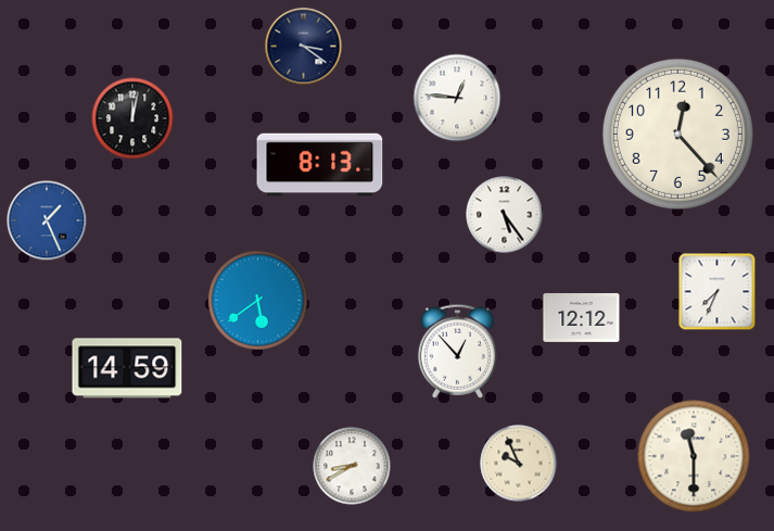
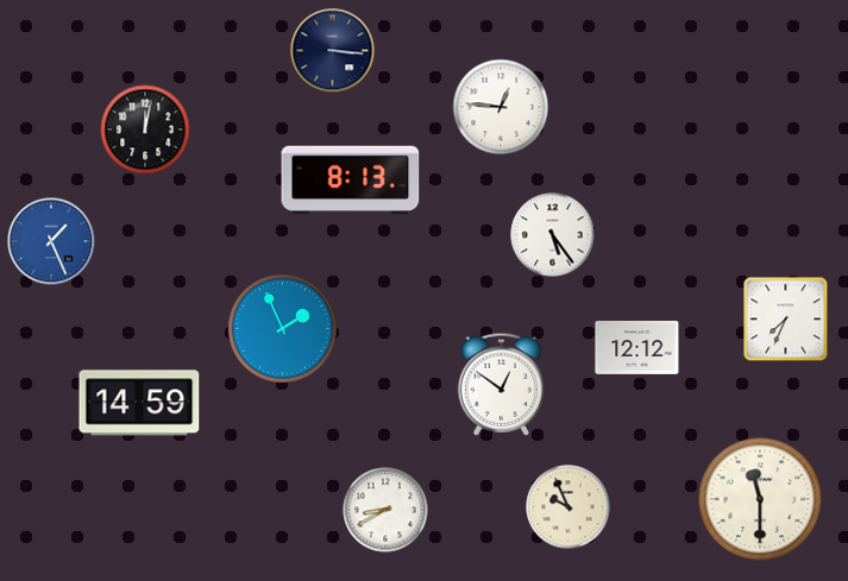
clock at (304, 47): 3:21 -> 3:16
clock at (677, 134): 12:23 -> none
clock at (258, 301): 5:39 -> 1:56
clock at (457, 351): 12:53 -> 12:51
